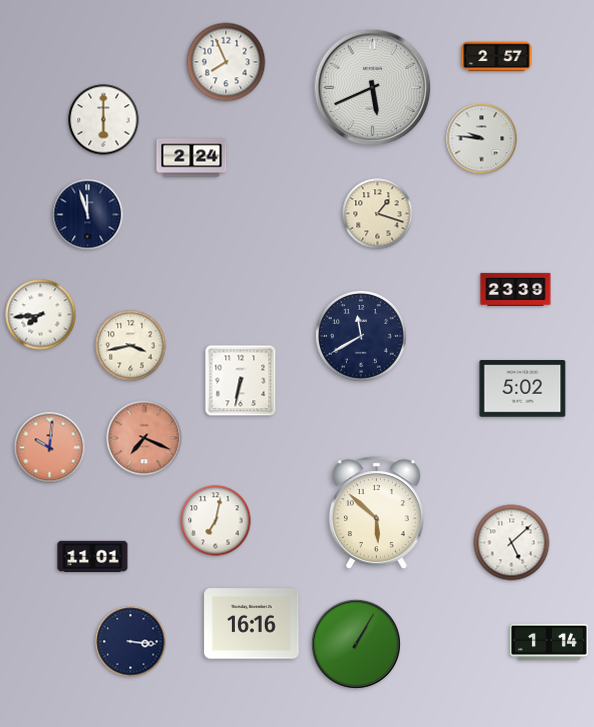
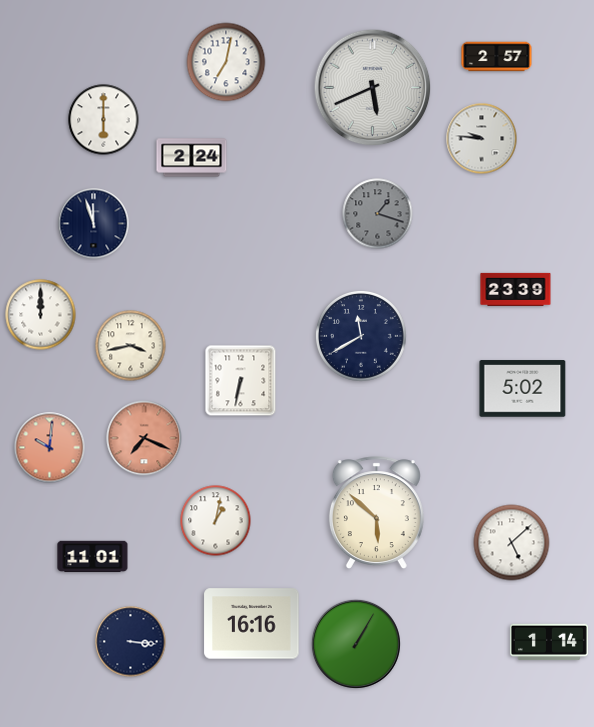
clock at (226, 62): 7:56 -> 7:02
clock at (378, 214) dial: cream -> grey
clock at (88, 215) position: (88, 215) -> (94, 224)
clock at (41, 315): 7:44 -> 12:00
clock at (216, 521): 7:02 -> 1:02
